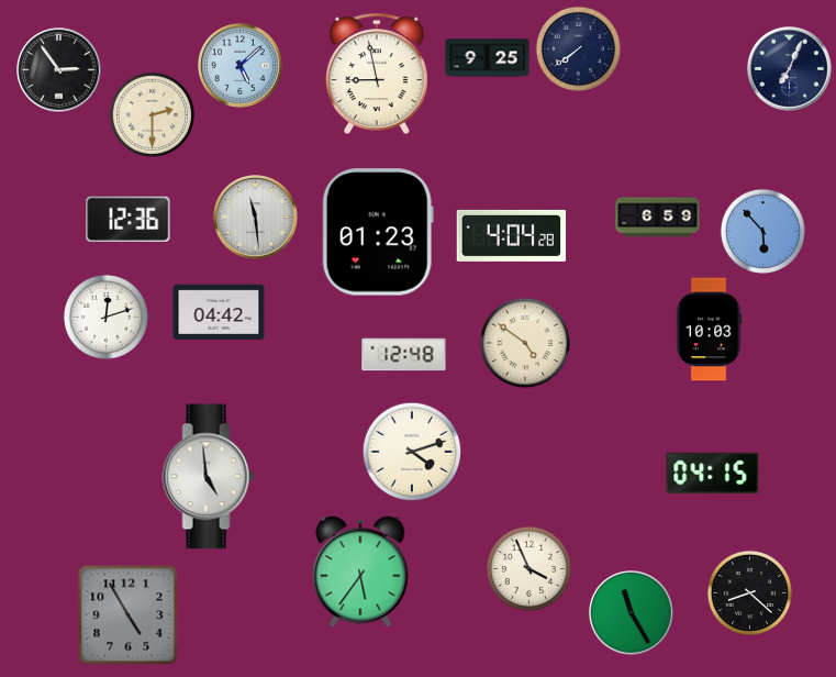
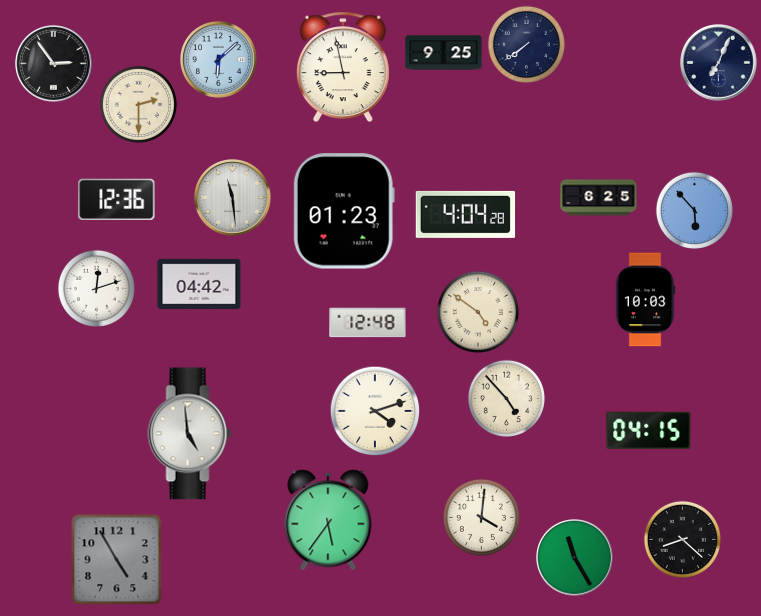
clock at (241, 66): 5:08 -> 6:08
clock at (658, 218): 6:59 -> 6:25
clock at (506, 398): none -> 4:53
clock at (528, 568): 3:56 -> 4:01
